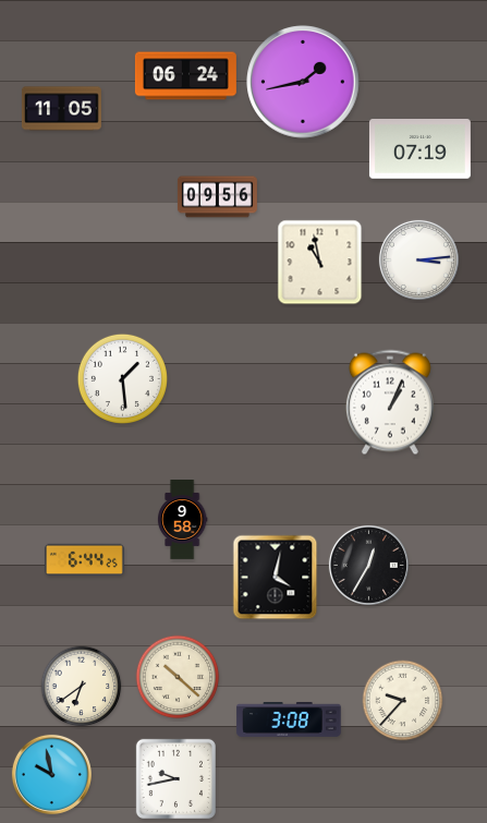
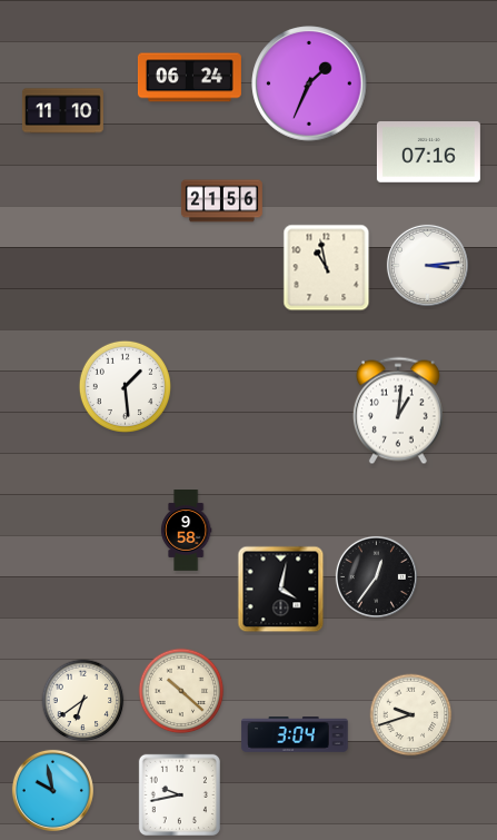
clock at (303, 82): 1:43 -> 1:34
clock at (61, 109): 11:05 -> 11:10
clock at (419, 149): 07:19 -> 07:16
clock at (217, 197): 09:56 -> 21:56
clock at (390, 402): 1:04 -> 1:01
clock at (84, 559): 6:44 -> none
clock at (368, 565): 12:35 -> 12:36
clock at (403, 701): 9:37 -> 9:42
clock at (289, 721): 3:08 -> 3:04
